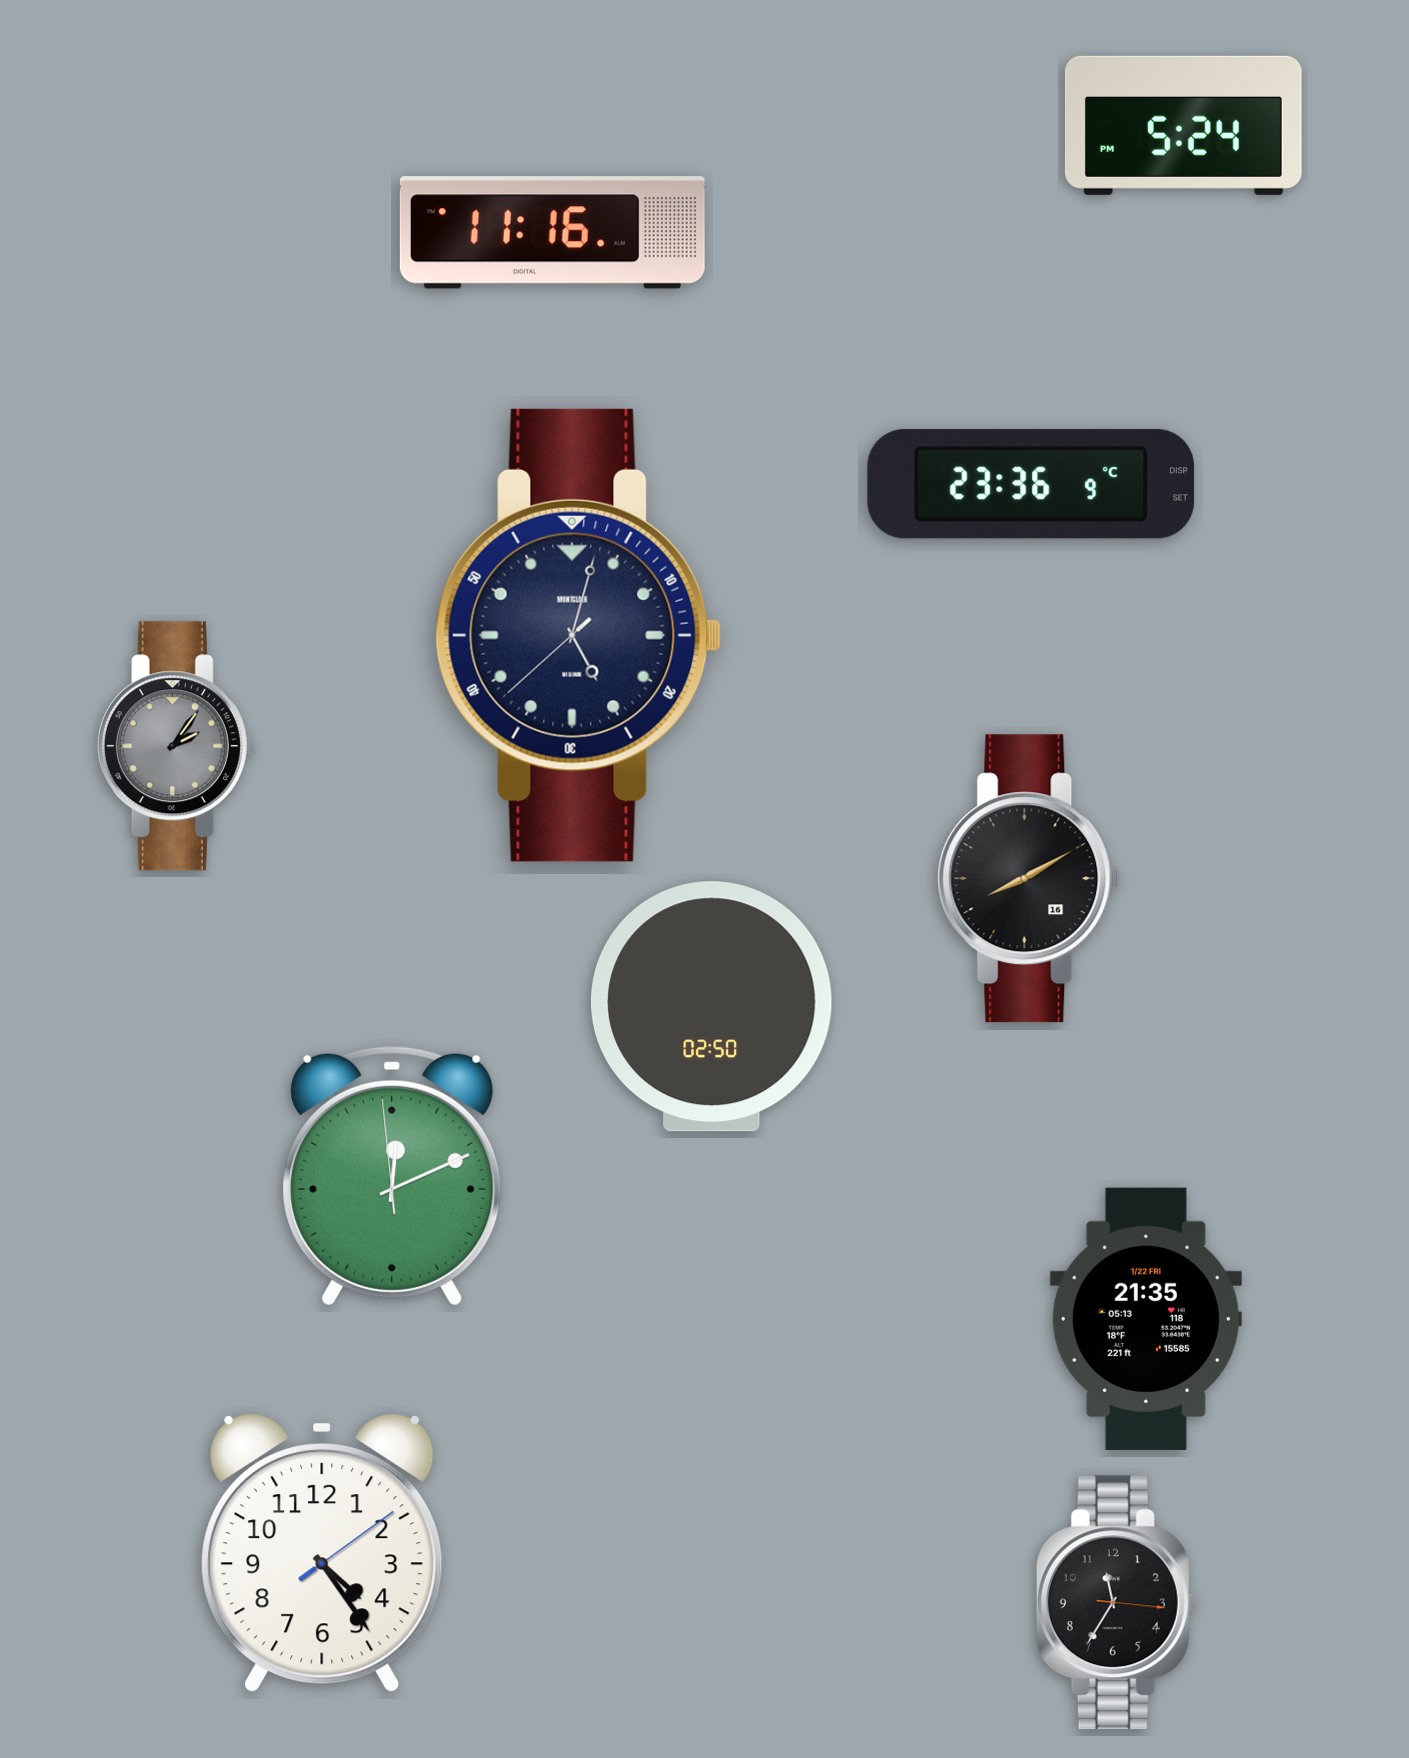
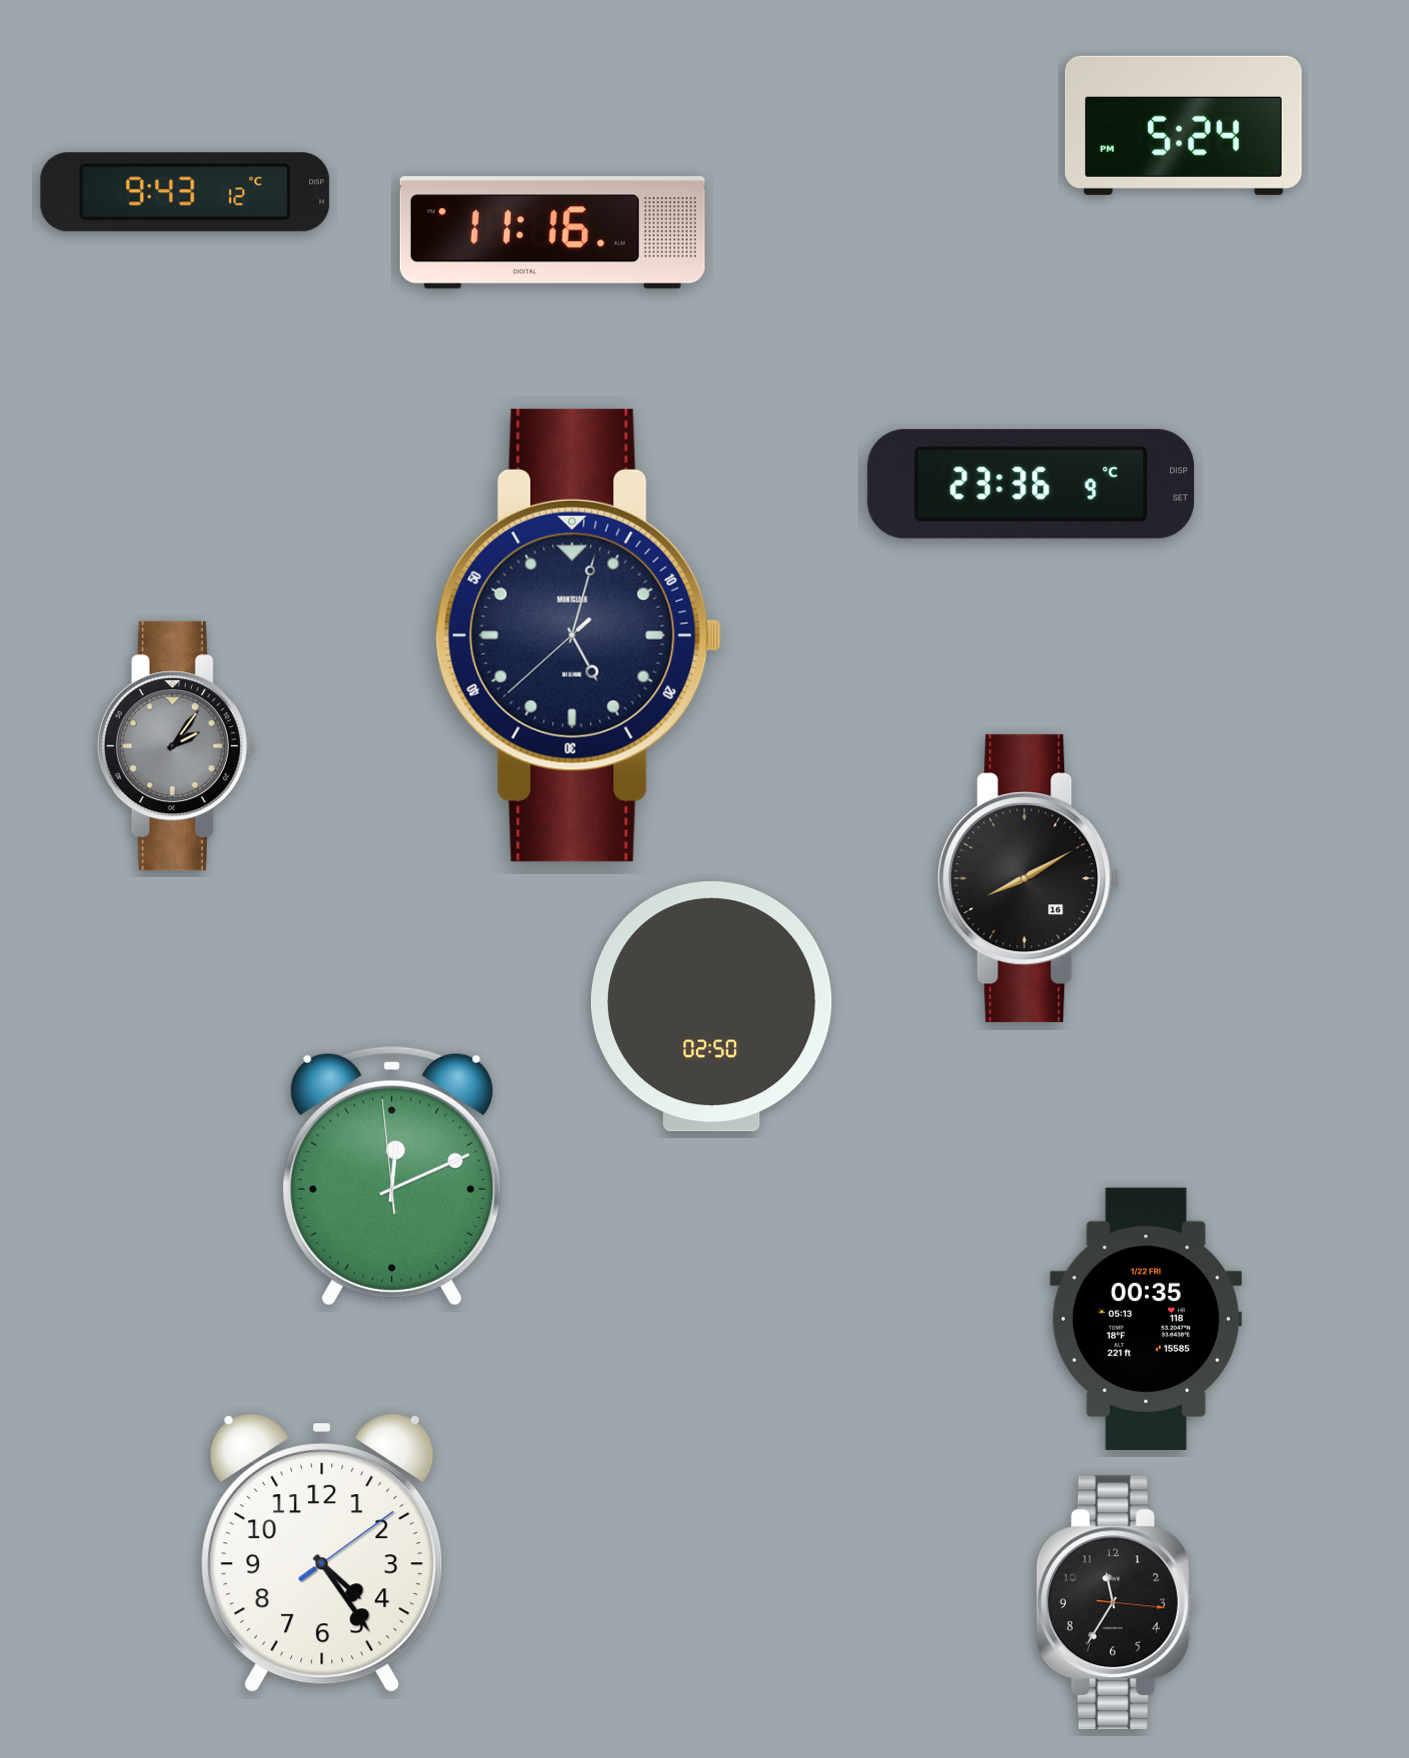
clock at (185, 192): none -> 9:43
clock at (1146, 1319): 21:35 -> 00:35
